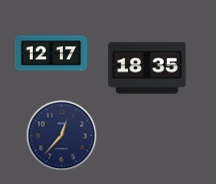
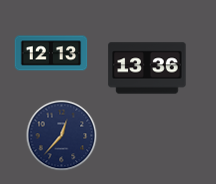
clock at (51, 53): 12:17 -> 12:13
clock at (147, 68): 18:35 -> 13:36
